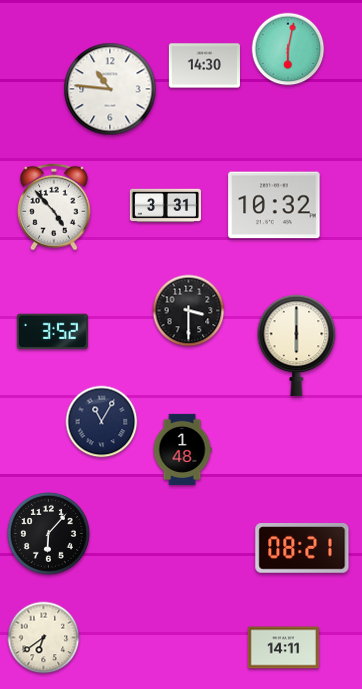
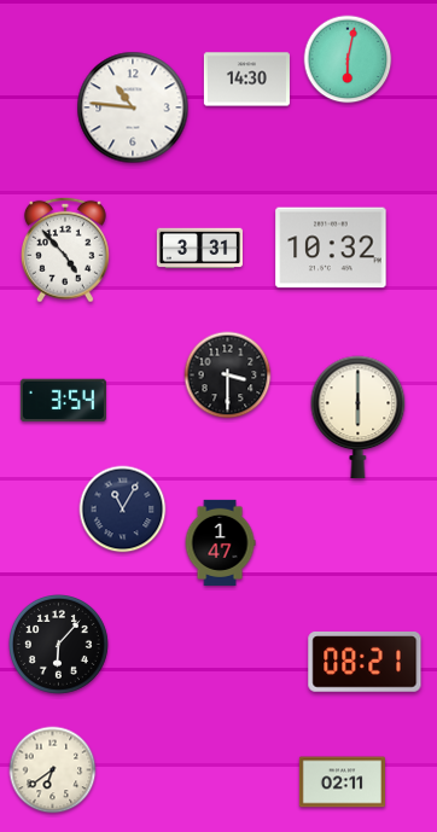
clock at (52, 332): 3:52 -> 3:54
clock at (182, 449): 1:48 -> 1:47
clock at (283, 648): 14:11 -> 02:11
